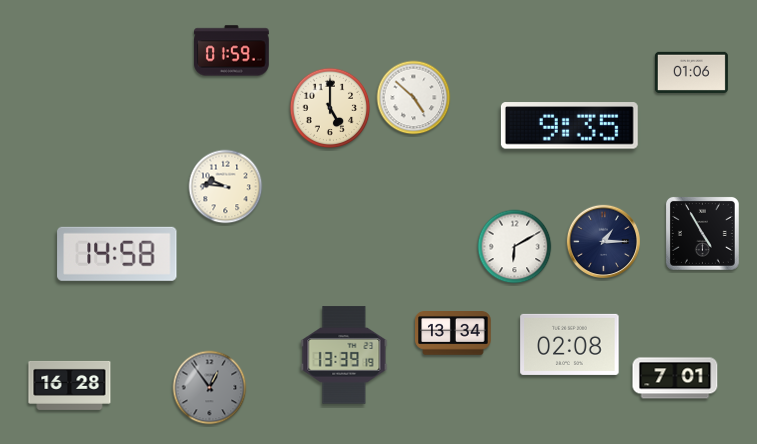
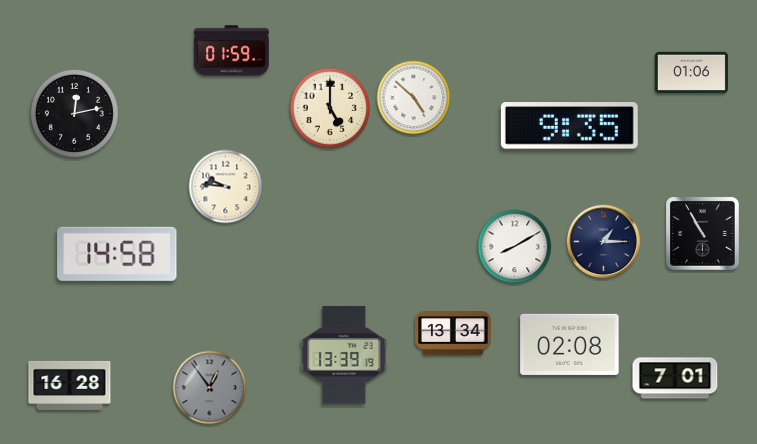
clock at (74, 113): none -> 12:13
clock at (702, 233): 4:55 -> 10:55
clock at (515, 247): 6:10 -> 8:10
